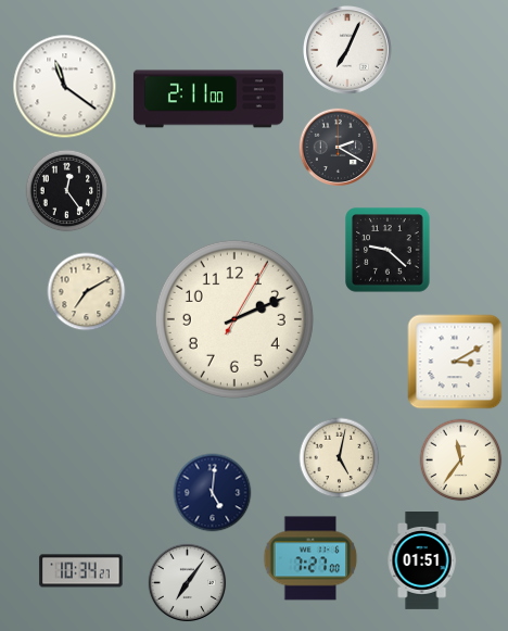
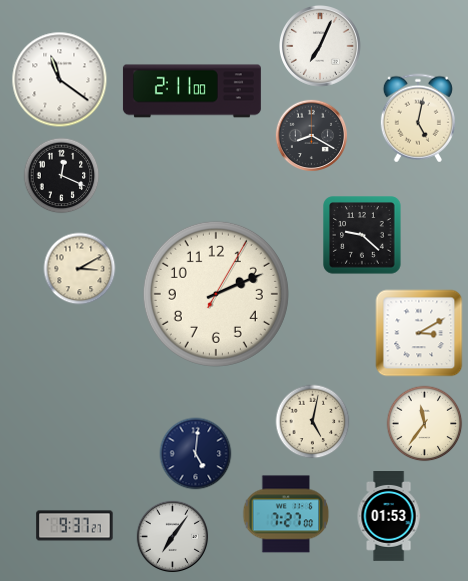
clock at (418, 118): none -> 5:02
clock at (339, 148): 2:20 -> 8:20
clock at (67, 191): 12:24 -> 12:19
clock at (388, 250) position: (388, 250) -> (362, 235)
clock at (87, 292): 7:10 -> 3:10
clock at (422, 561): 01:51 -> 01:53
clock at (81, 571): 10:34 -> 9:37
